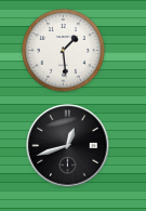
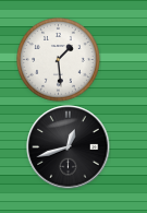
clock at (64, 51) position: (64, 51) -> (59, 60)
